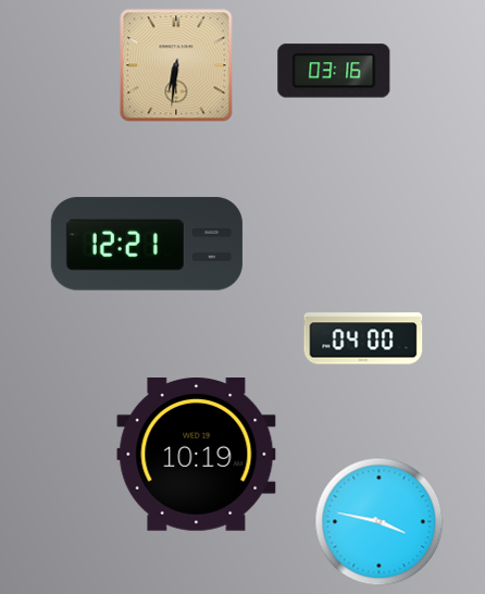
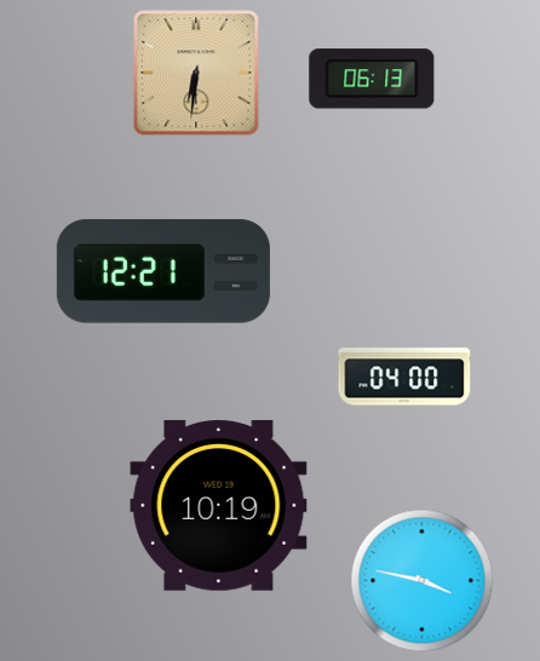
clock at (334, 71): 03:16 -> 06:13
